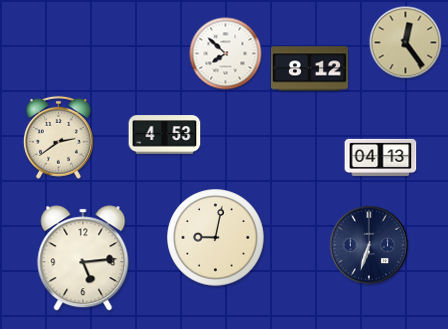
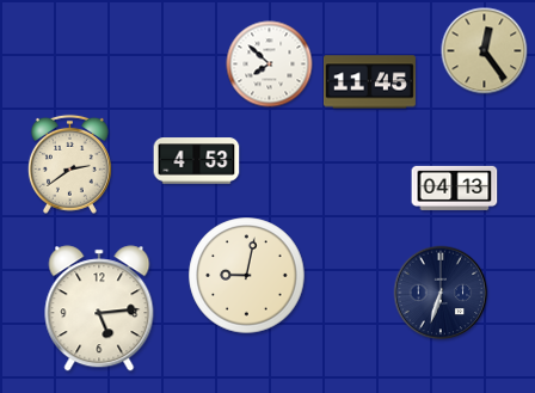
clock at (309, 69): 8:12 -> 11:45
clock at (216, 238) position: (216, 238) -> (247, 276)
